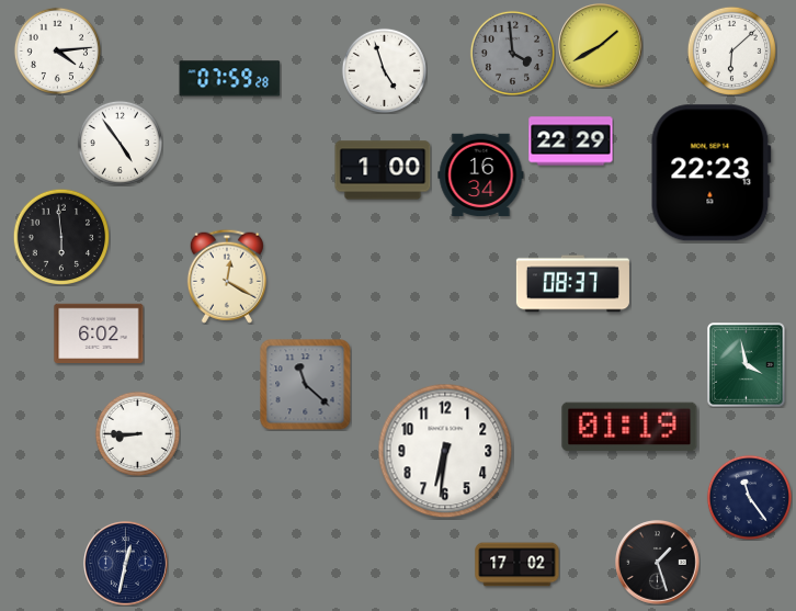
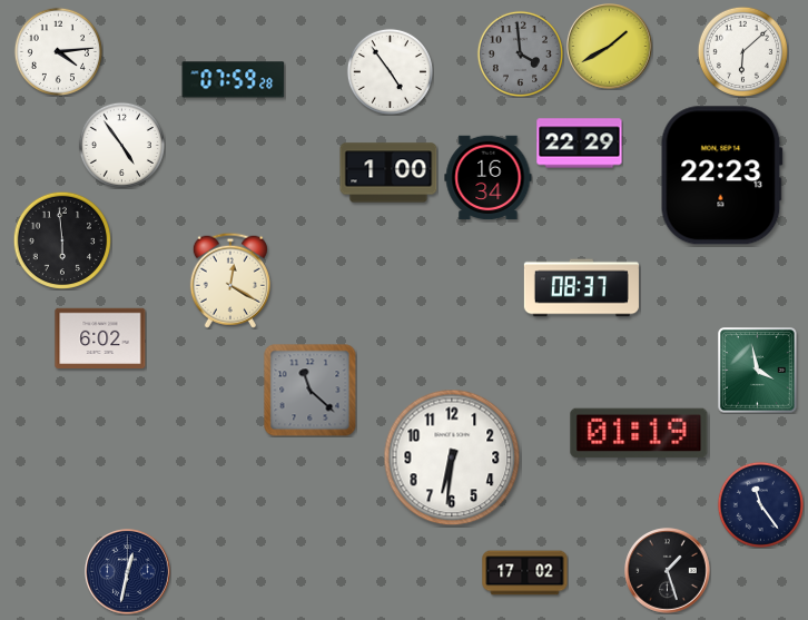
clock at (384, 70): 4:57 -> 4:54
clock at (137, 433): 8:45 -> none
